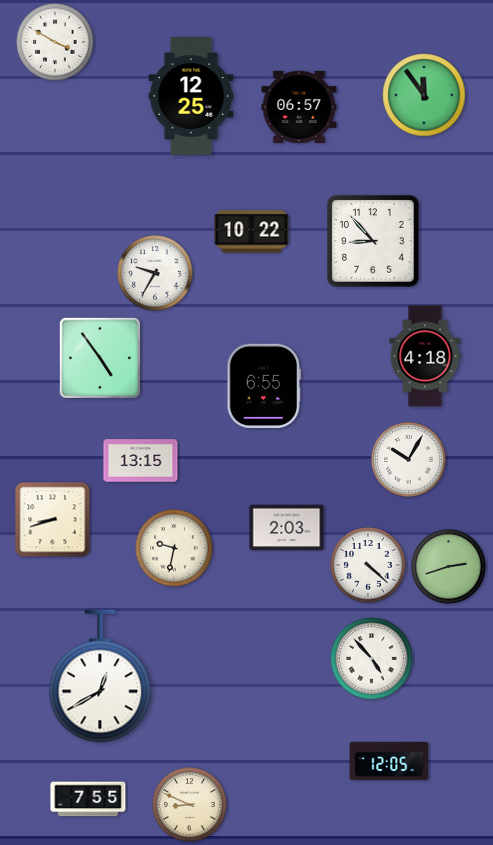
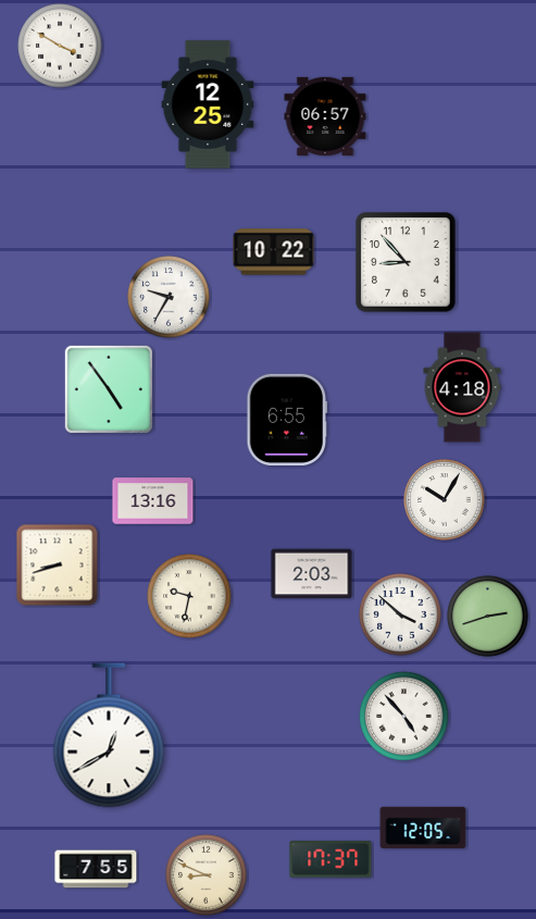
clock at (424, 95): 11:54 -> none
clock at (141, 461): 13:15 -> 13:16
clock at (368, 565): 4:22 -> 3:52
clock at (331, 859): none -> 17:37
